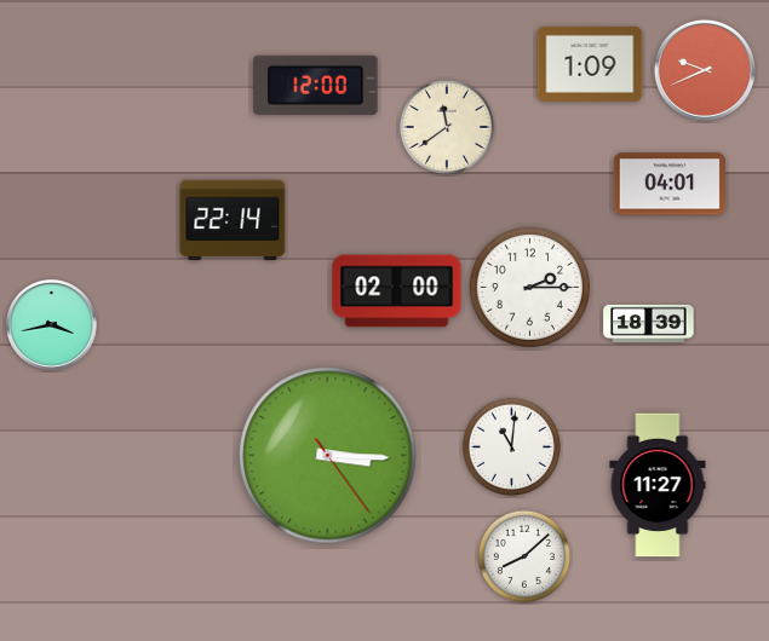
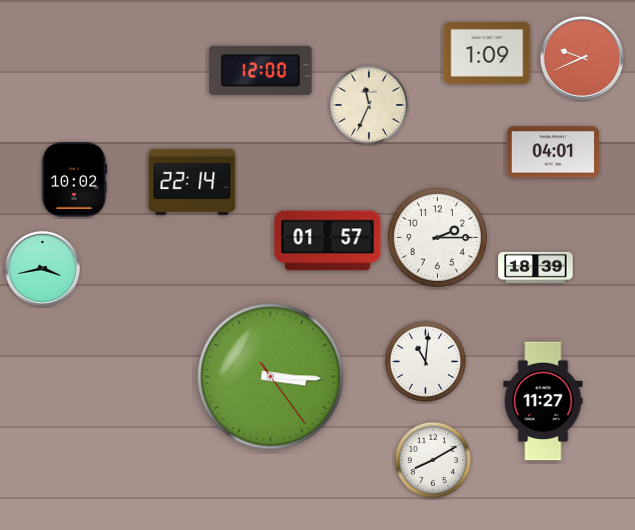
clock at (446, 126): 11:39 -> 11:34
clock at (74, 180): none -> 10:02
clock at (397, 291): 02:00 -> 01:57
clock at (511, 446) position: (511, 446) -> (425, 361)
clock at (524, 556): 8:08 -> 8:10
